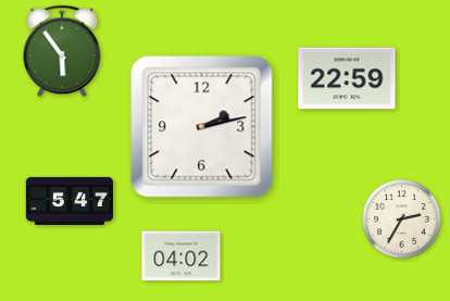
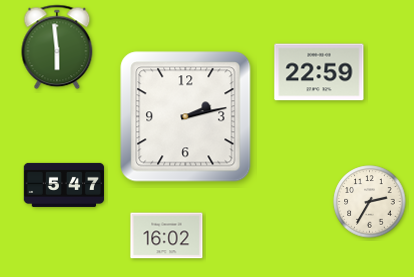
clock at (62, 51): 5:54 -> 5:59
clock at (182, 256): 04:02 -> 16:02
